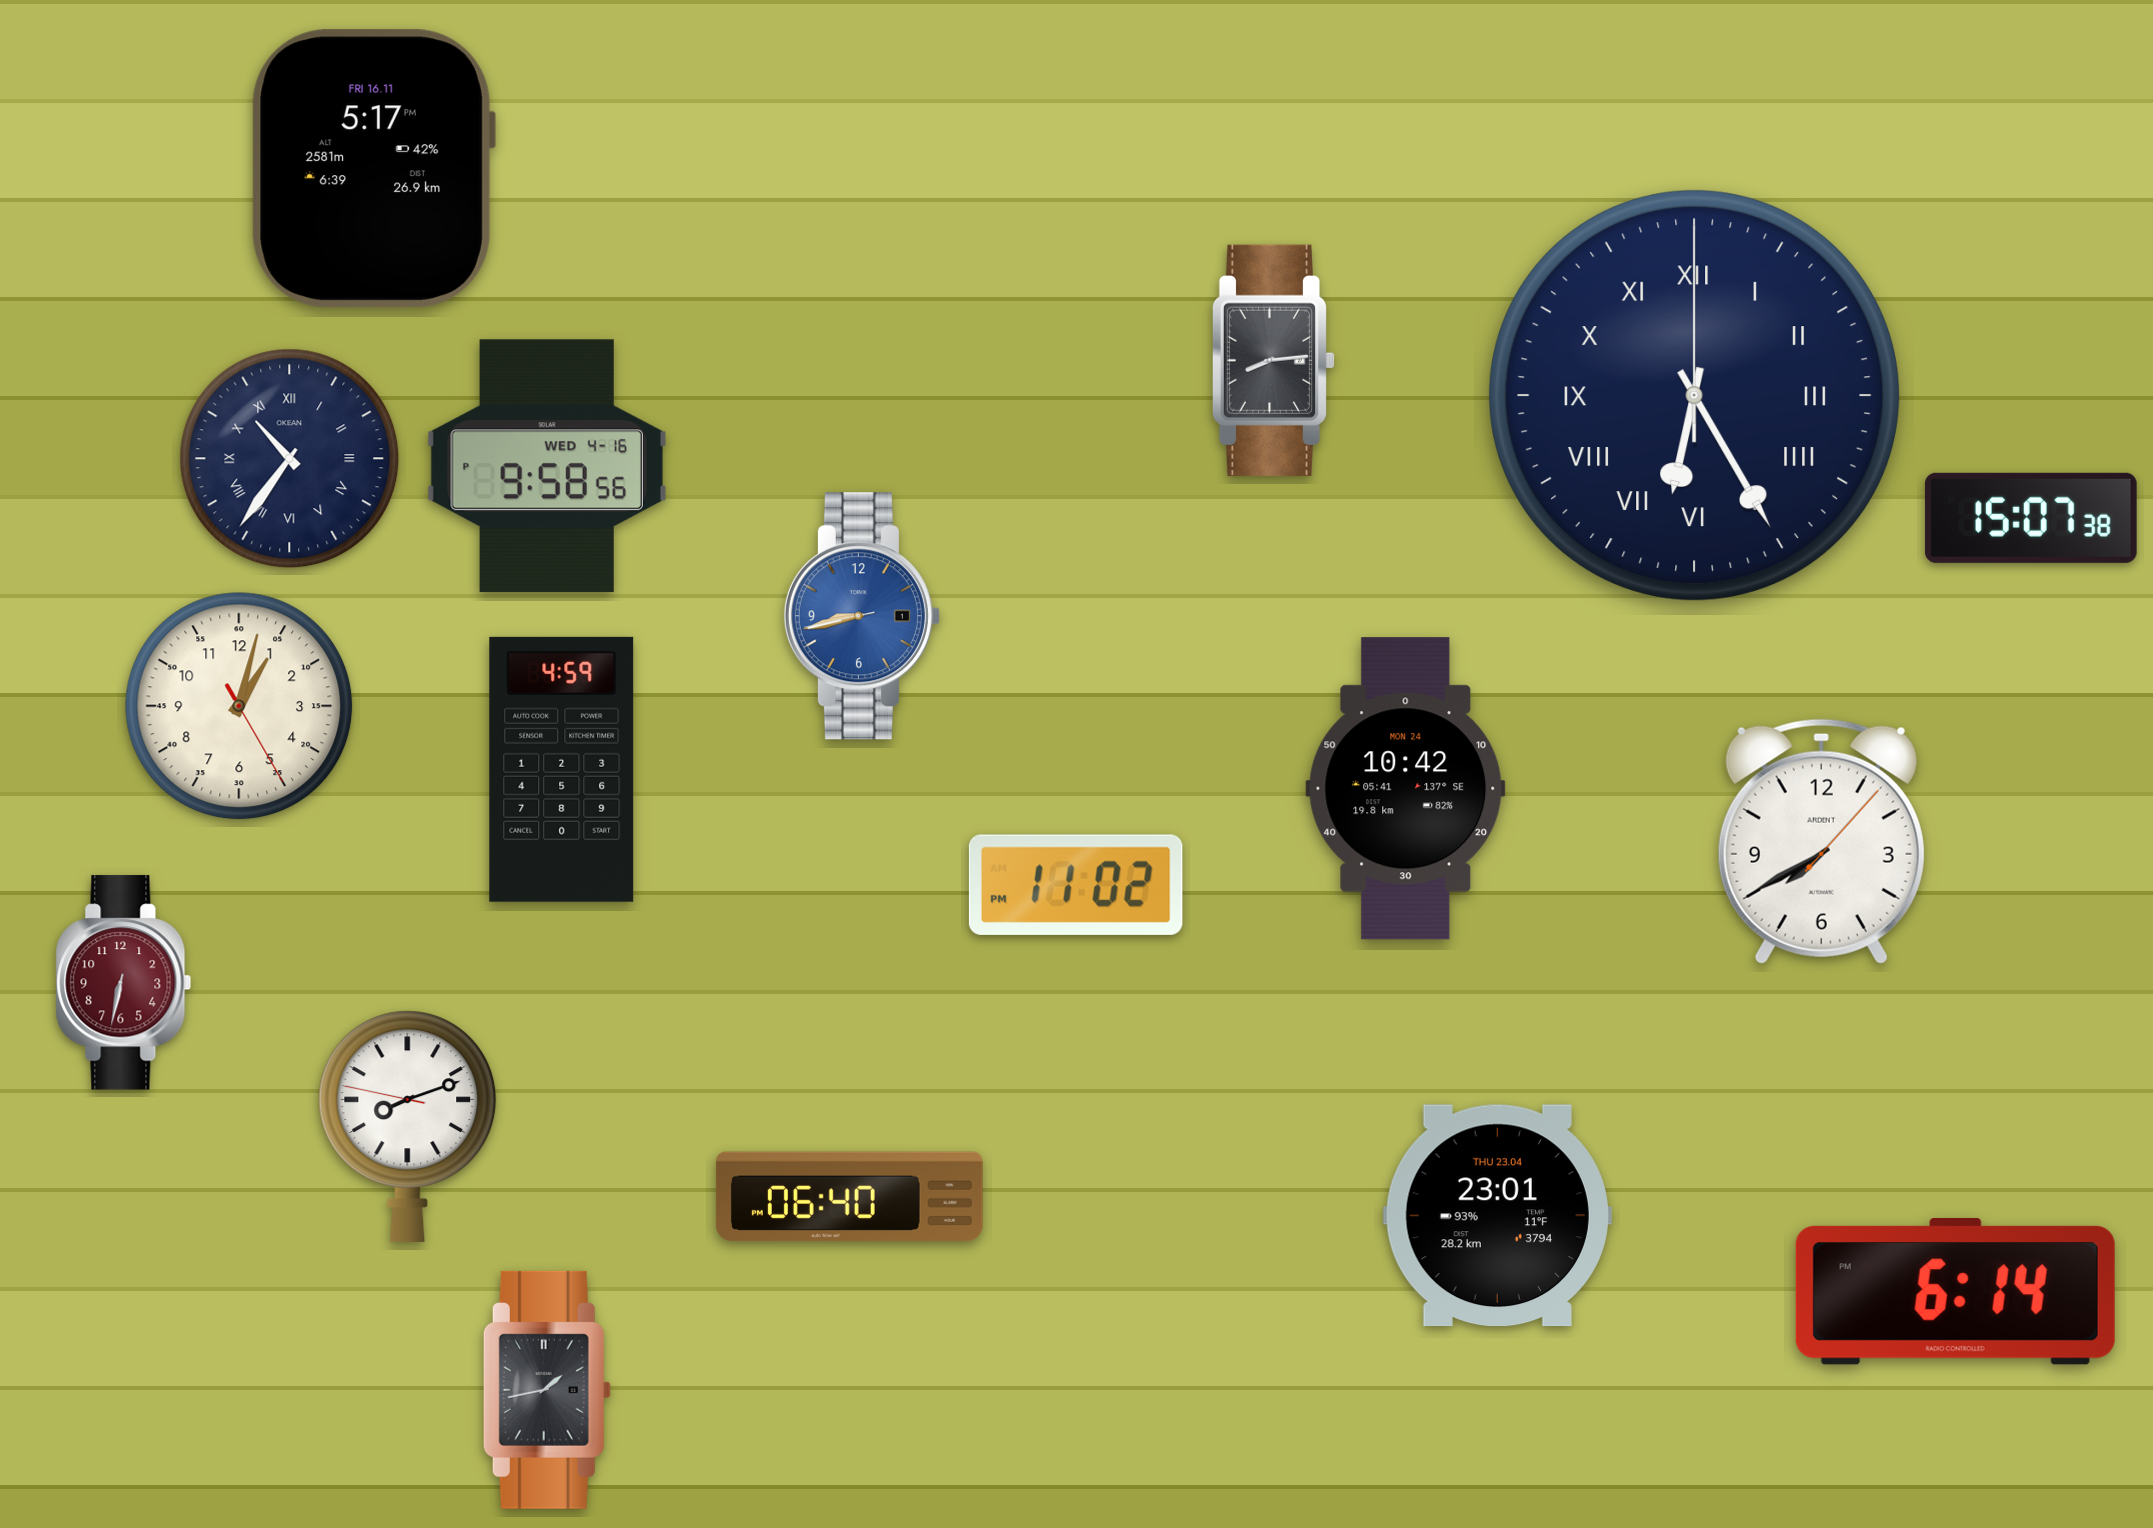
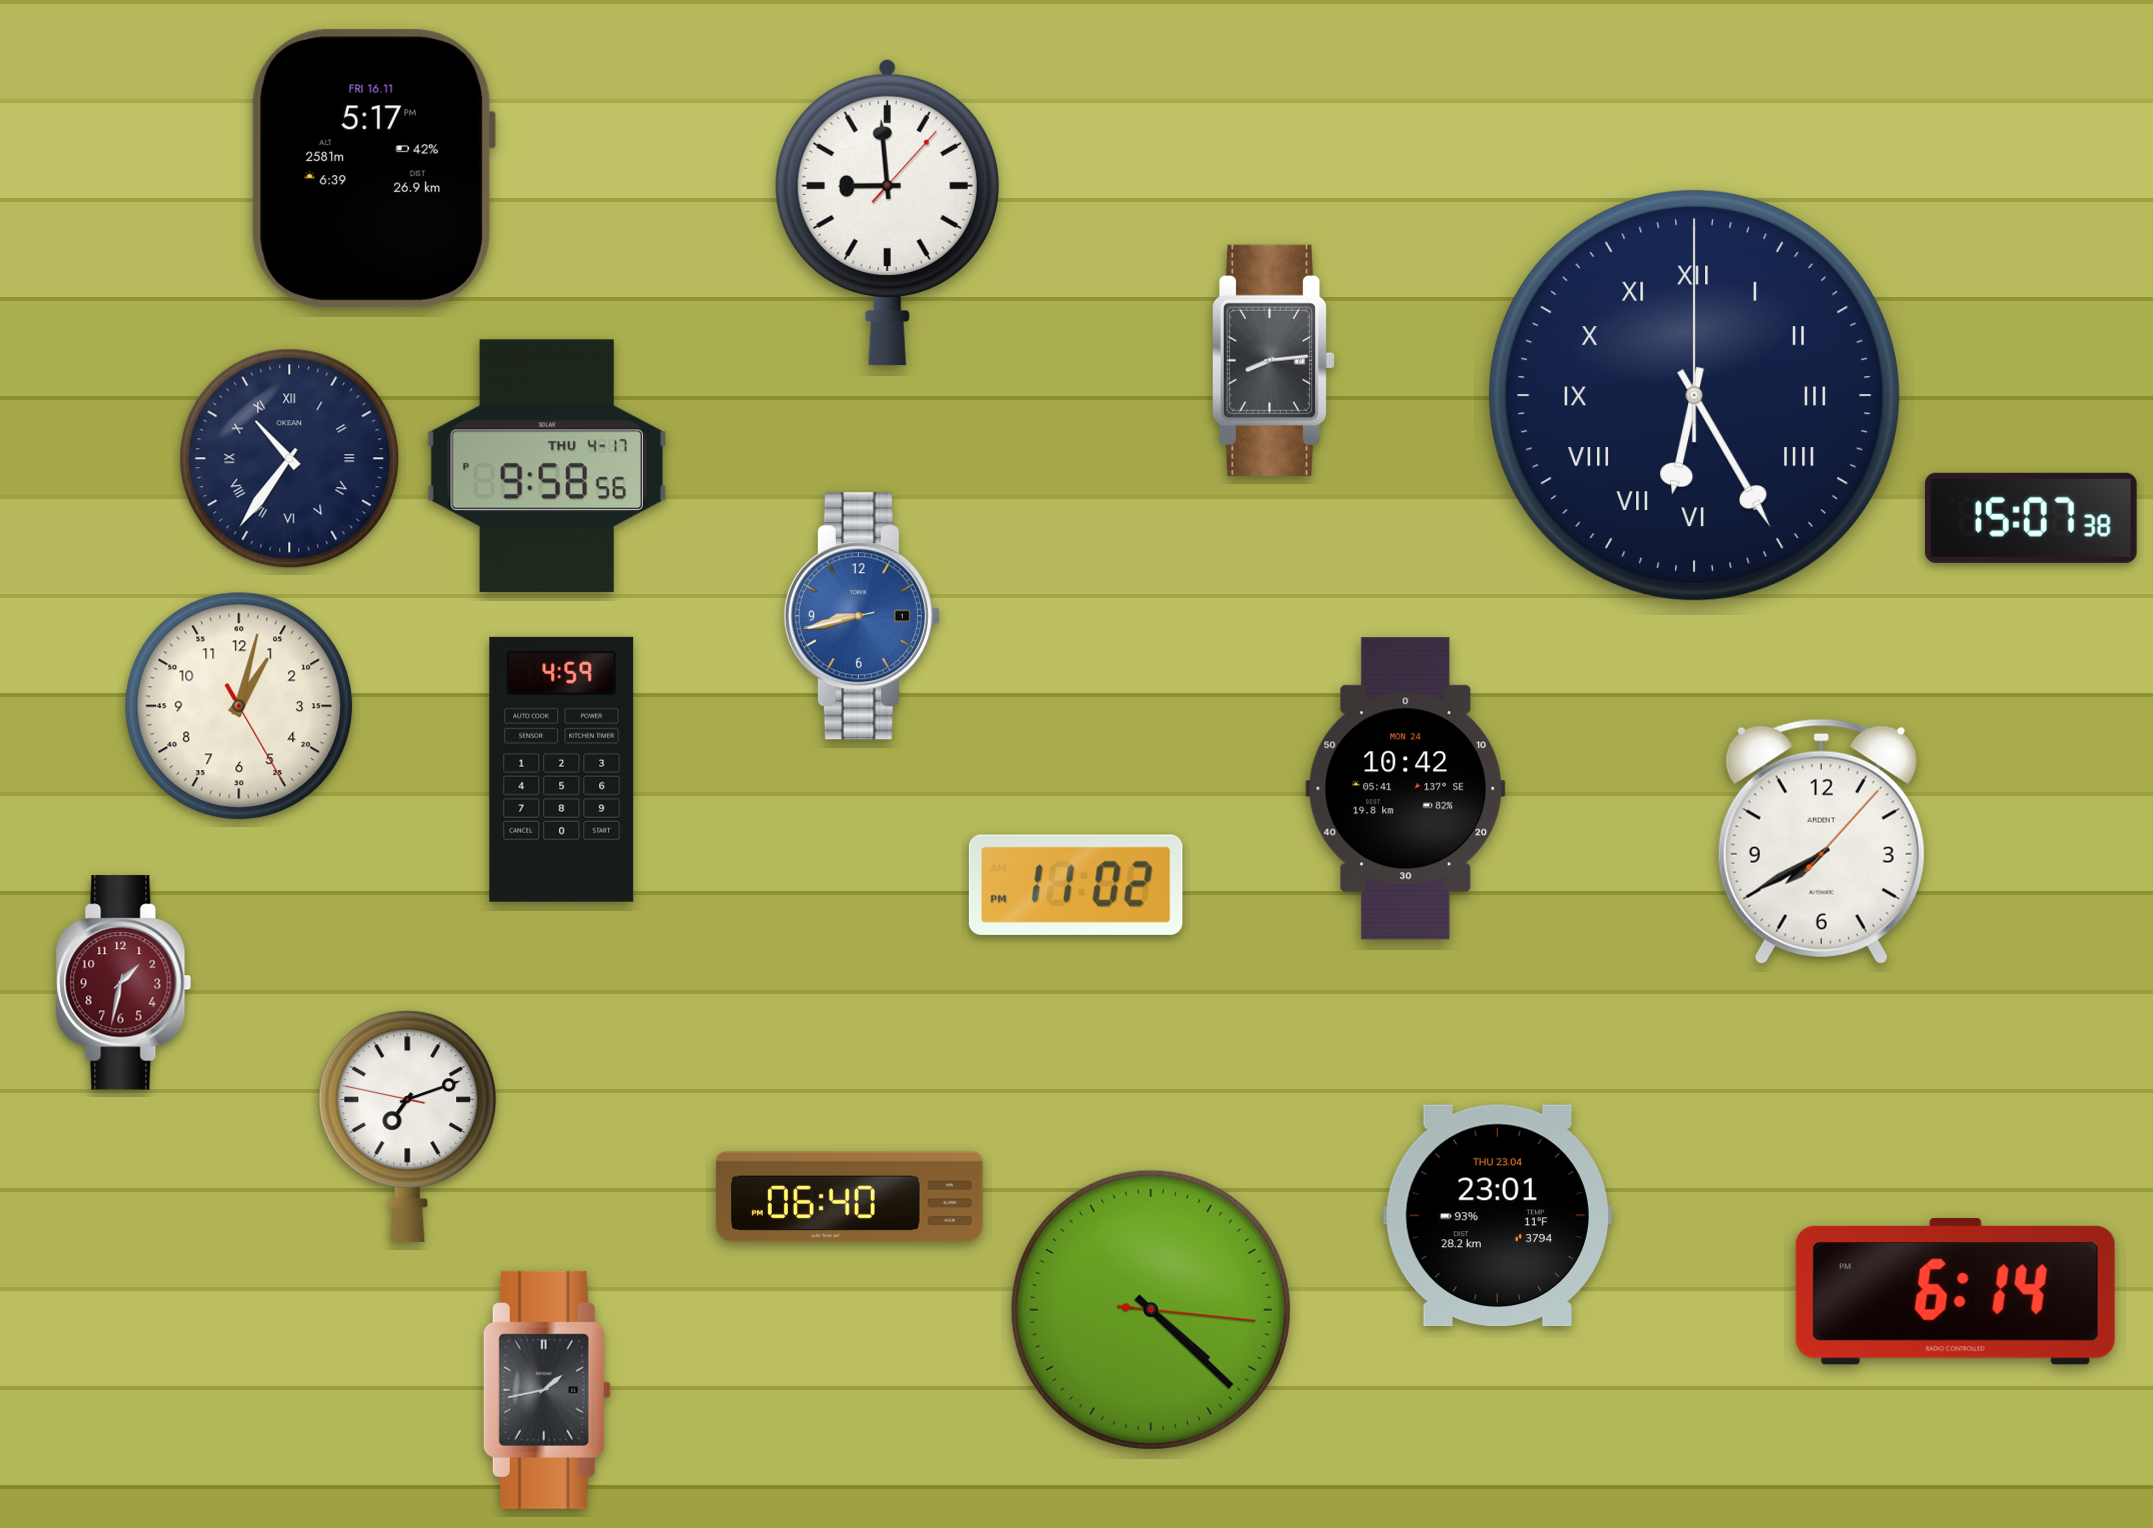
clock at (887, 212): none -> 8:59
clock at (547, 466) date: WED 4-16 -> THU 4-17
clock at (124, 983): 6:32 -> 1:32
clock at (408, 1126): 8:11 -> 7:11
clock at (1151, 1310): none -> 4:22
